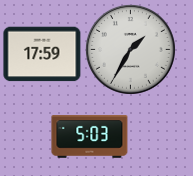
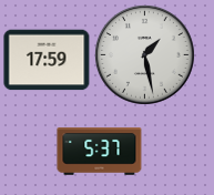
clock at (130, 49): 1:35 -> 1:28
clock at (90, 137): 5:03 -> 5:37
